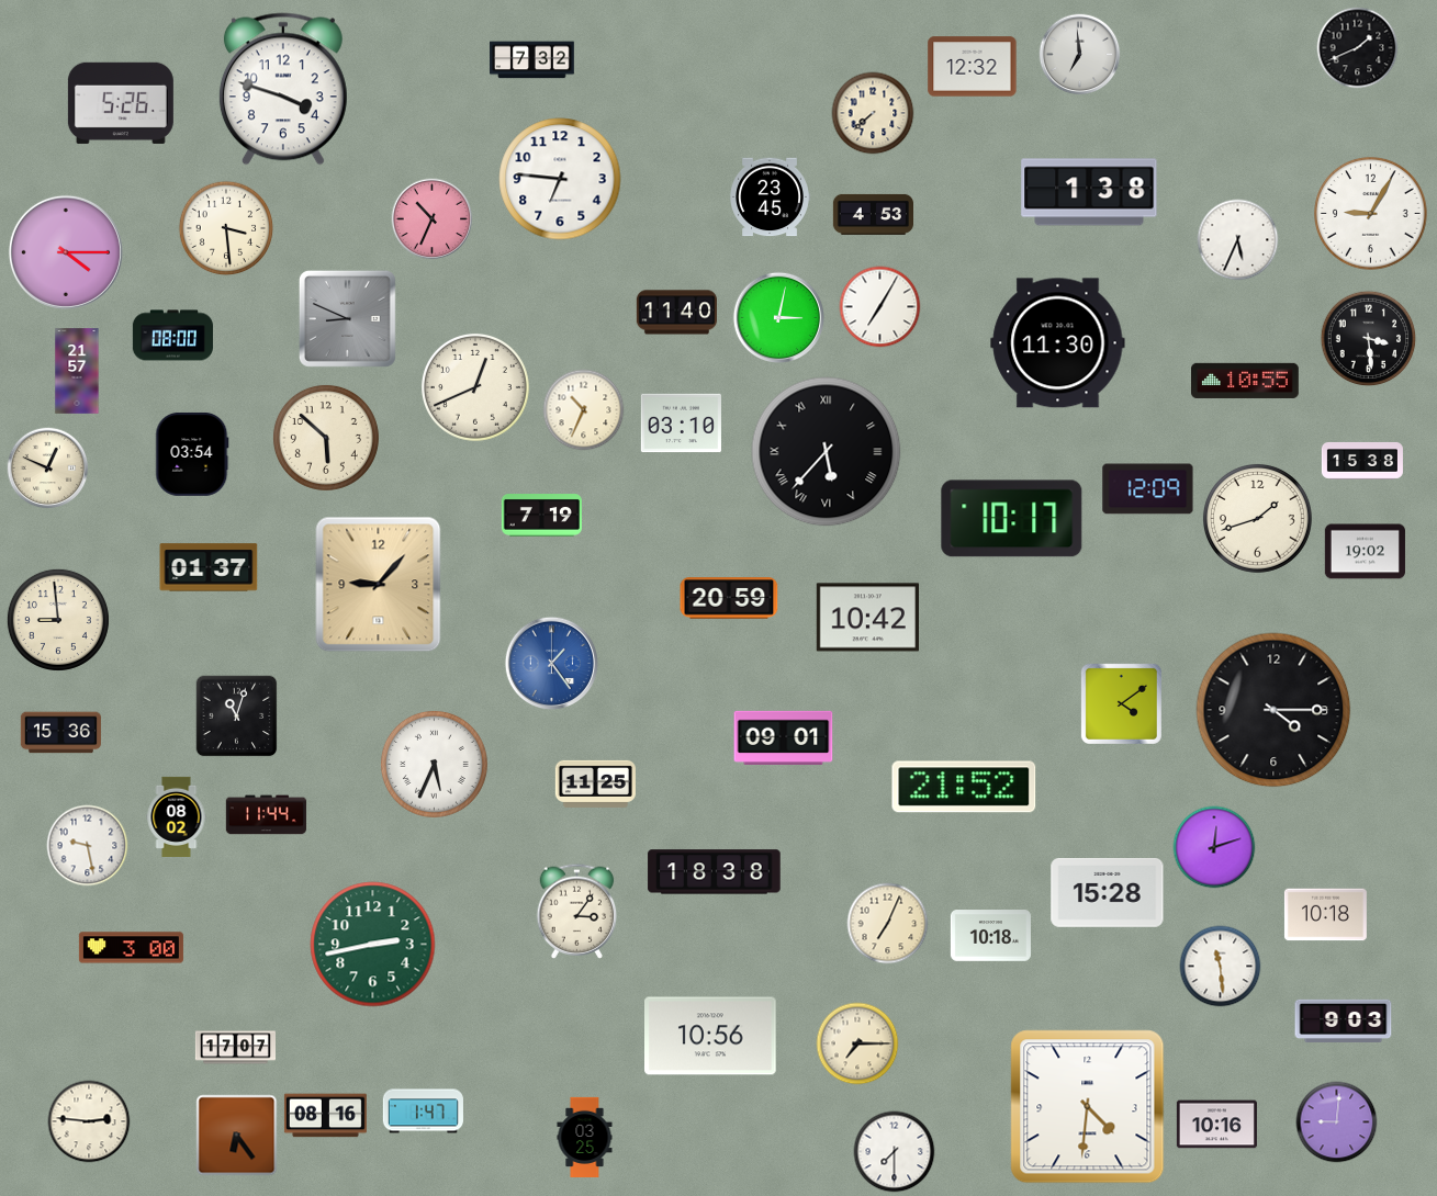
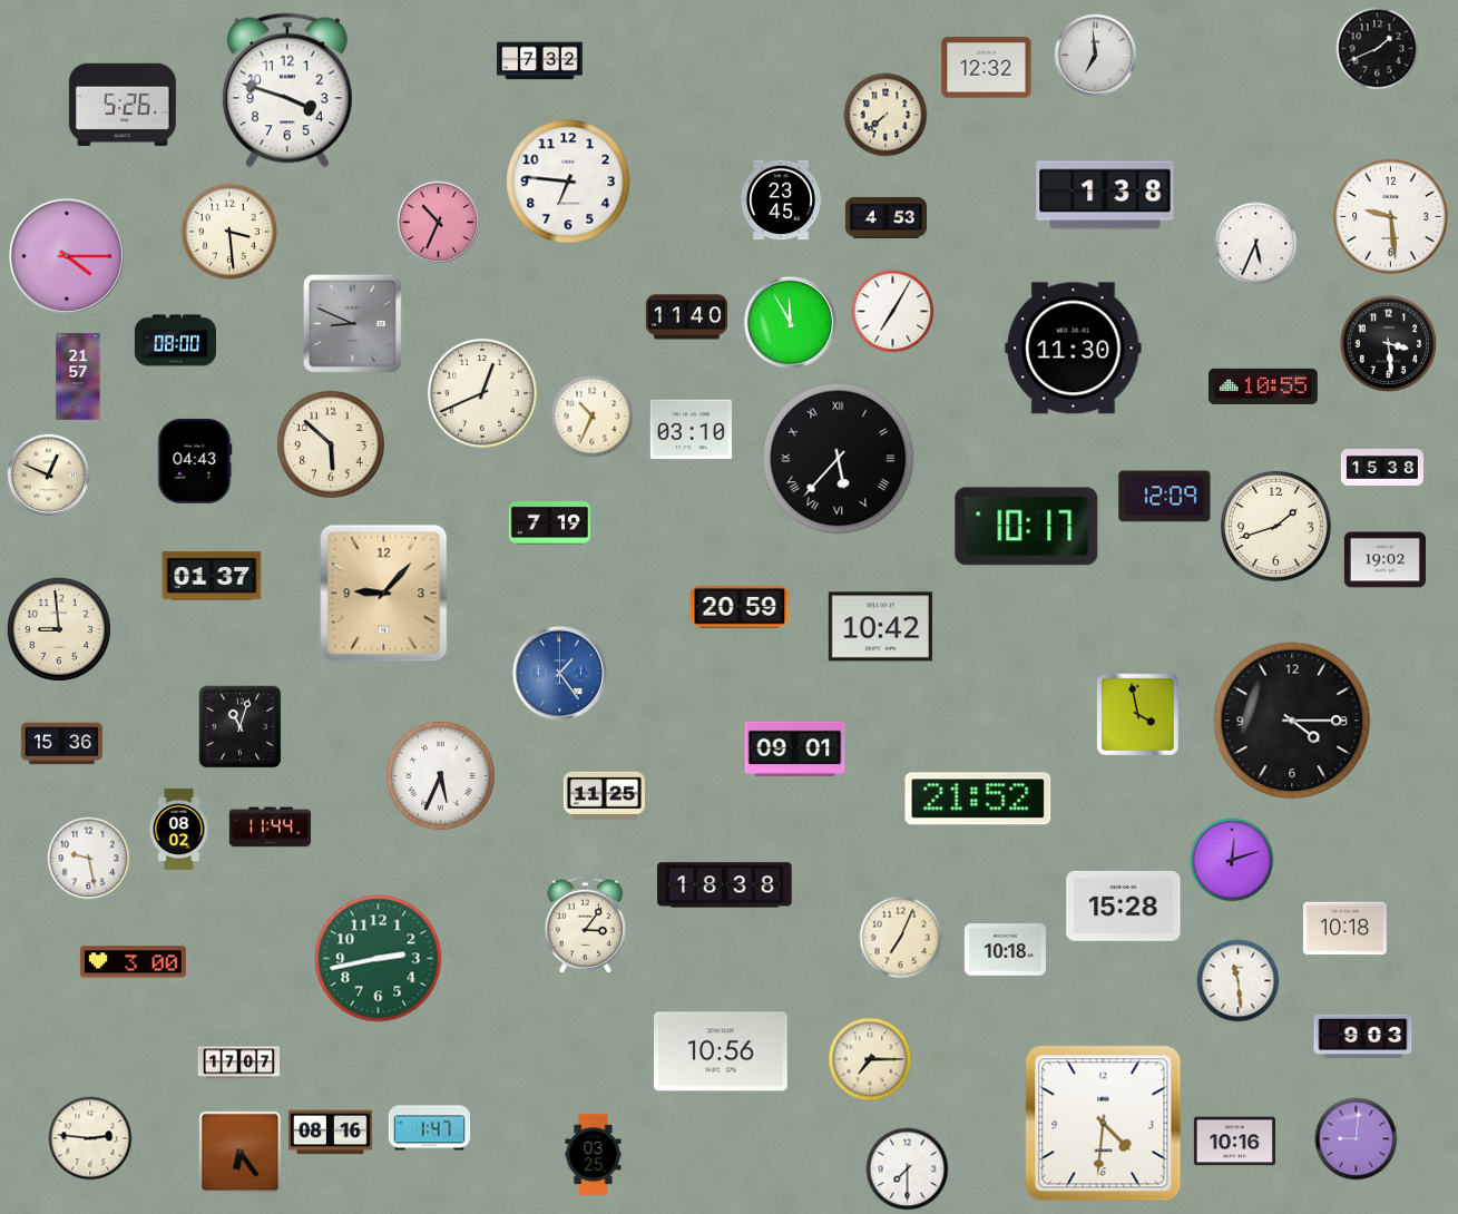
clock at (1371, 214): 9:05 -> 9:29
clock at (779, 318): 3:02 -> 11:55
clock at (192, 454): 03:54 -> 04:43
clock at (1121, 703): 4:09 -> 3:58
